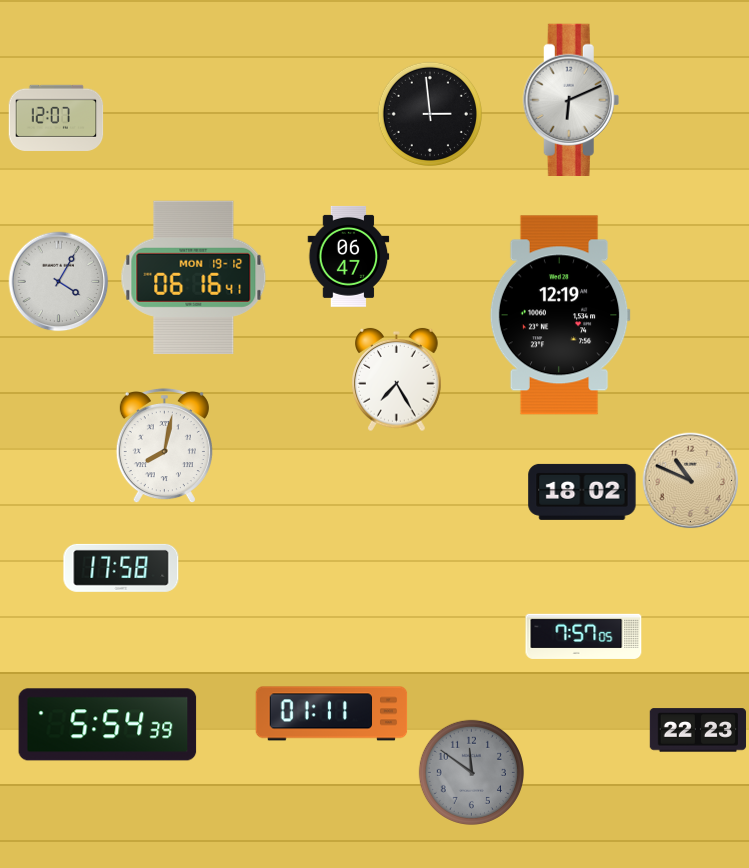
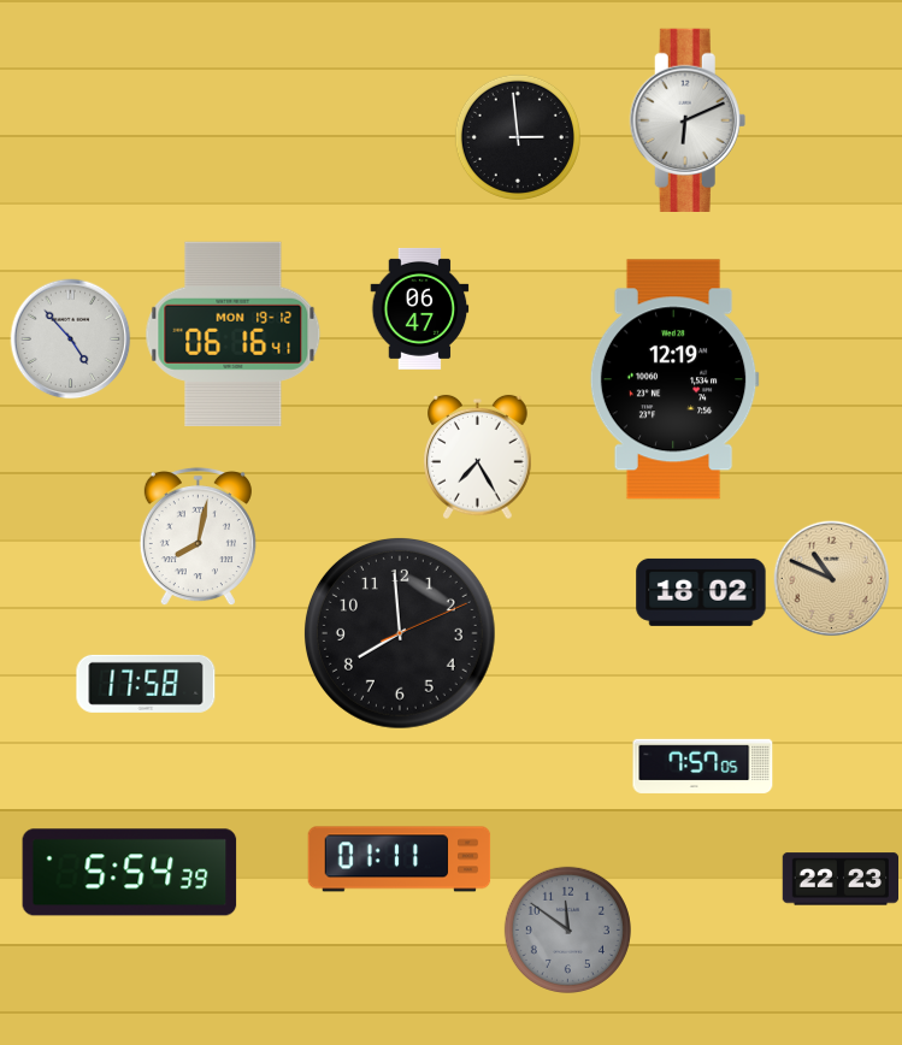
clock at (56, 118): 12:07 -> none
clock at (59, 282): 4:05 -> 4:53
clock at (400, 633): none -> 7:59
